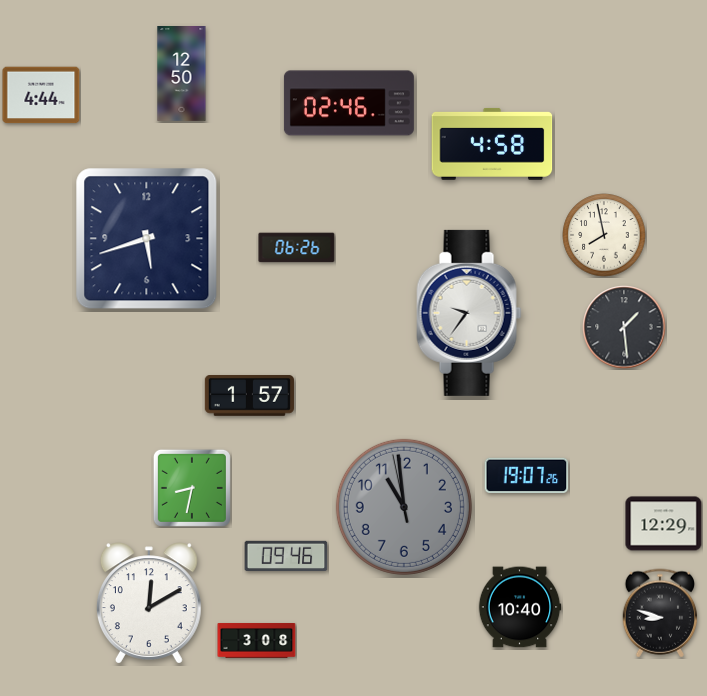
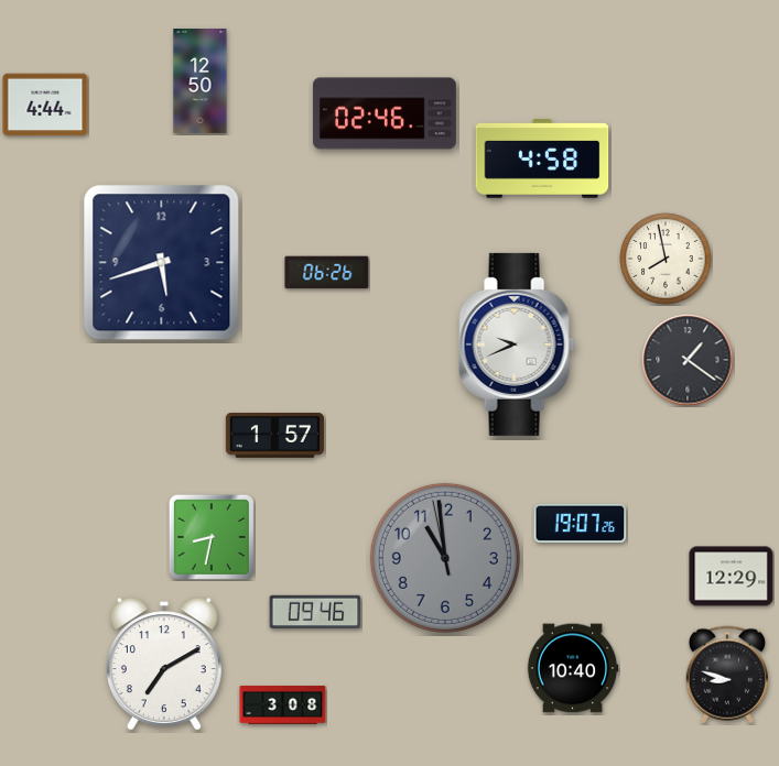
clock at (469, 313): 9:36 -> 9:41
clock at (624, 327): 1:29 -> 1:21
clock at (149, 603): 12:10 -> 7:10
